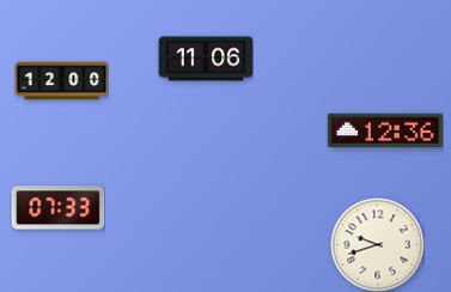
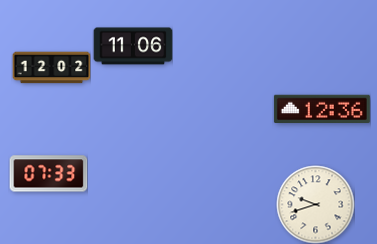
clock at (206, 59) position: (206, 59) -> (133, 46)
clock at (61, 81): 12:00 -> 12:02
